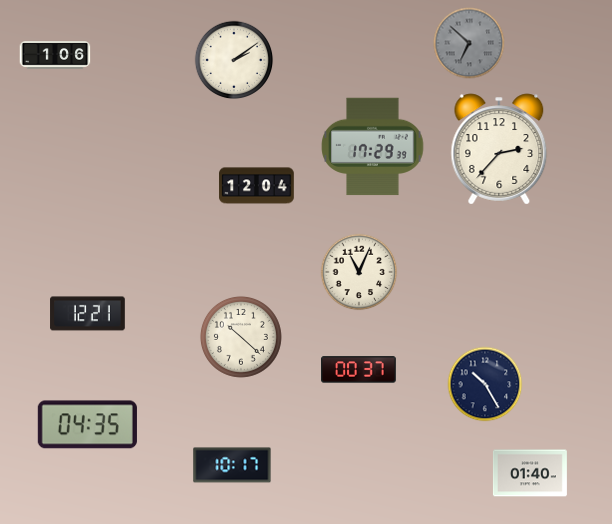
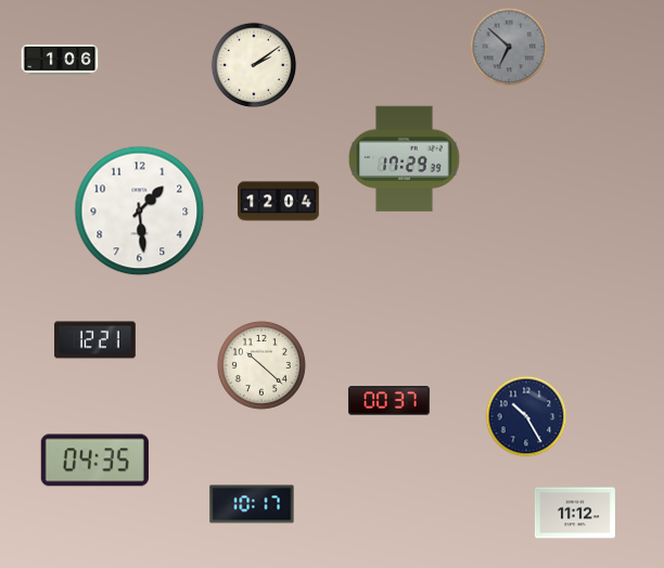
clock at (499, 149): 2:37 -> none
clock at (140, 211): none -> 1:29
clock at (359, 272): 11:04 -> none
clock at (530, 473): 01:40 -> 11:12
